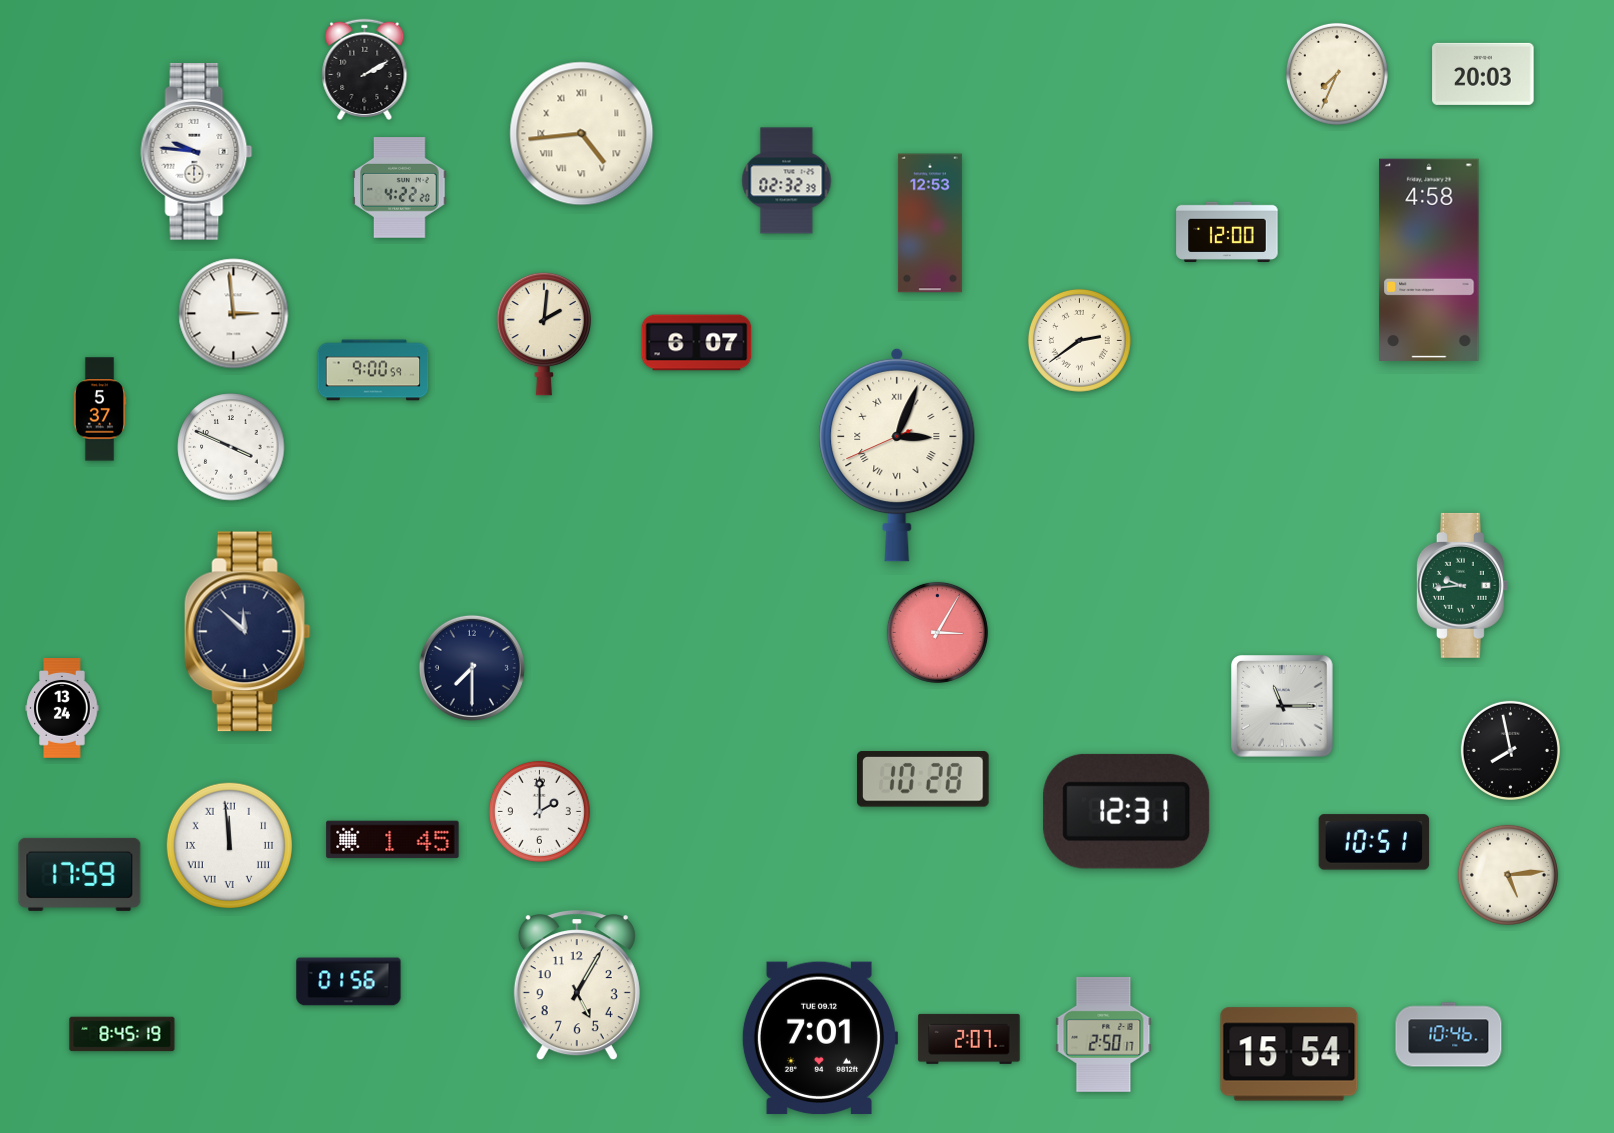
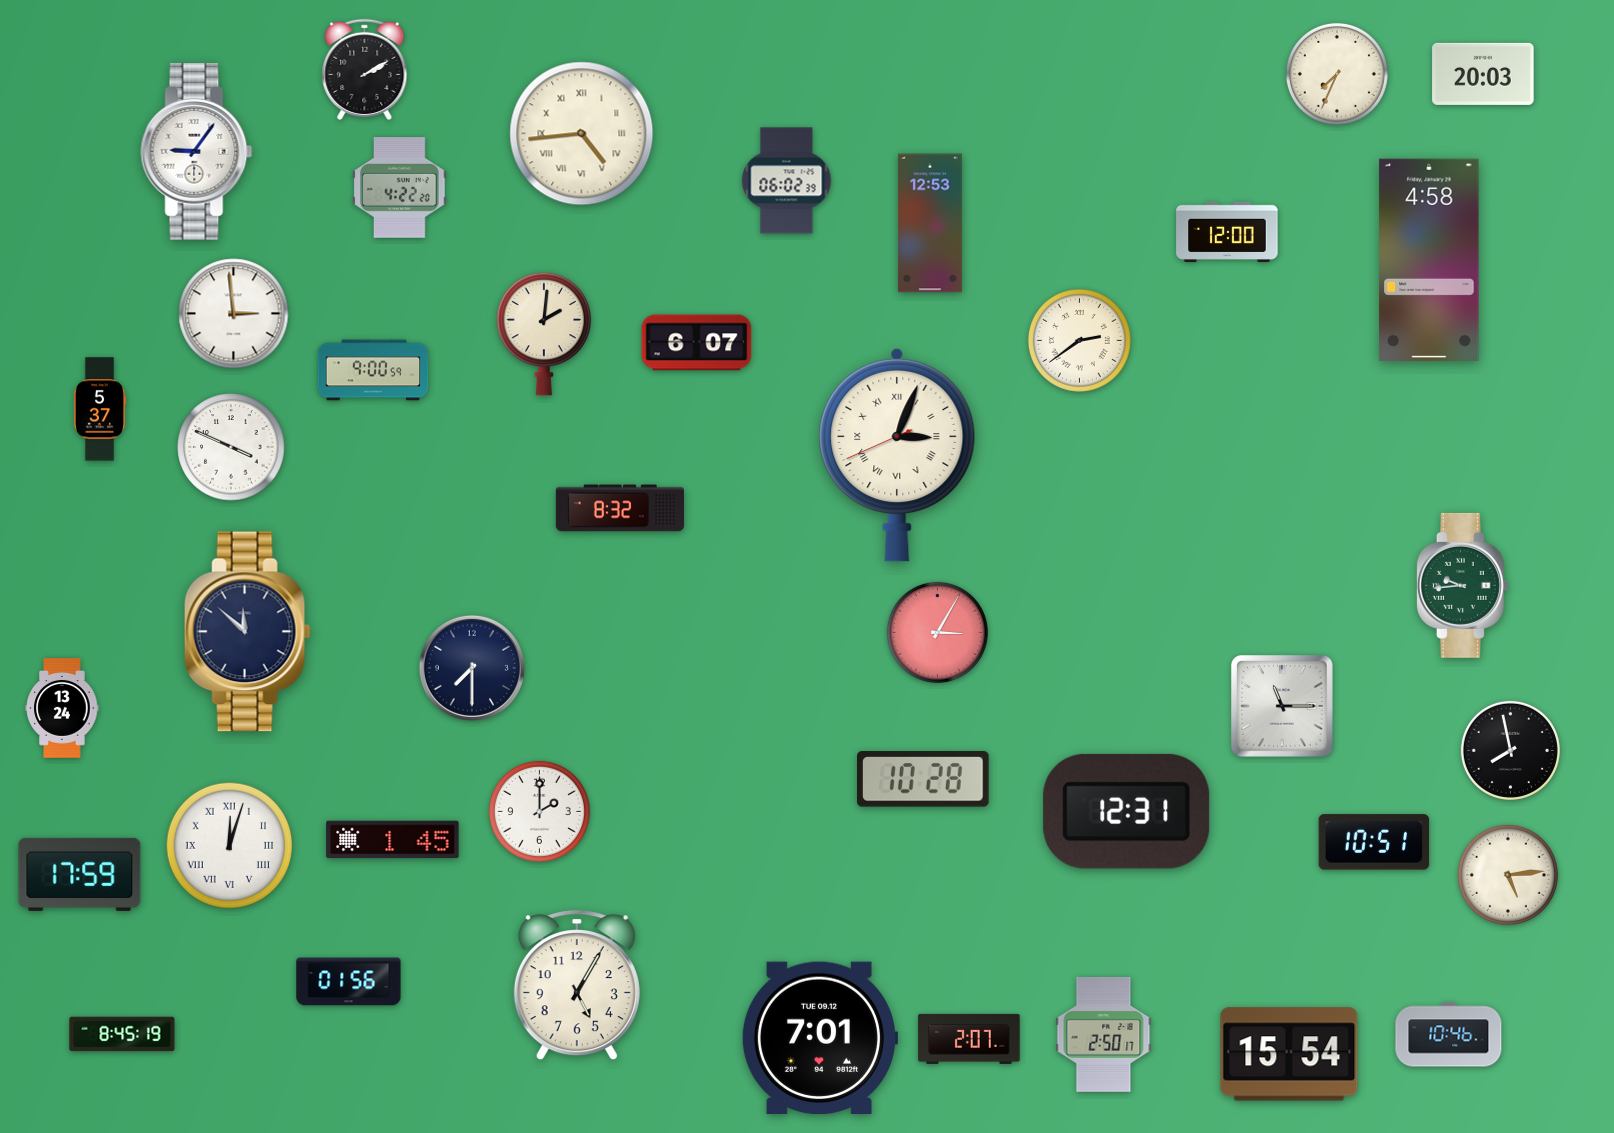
clock at (197, 152): 9:46 -> 9:06
clock at (787, 181): 02:32 -> 06:02
clock at (620, 508): none -> 8:32
clock at (229, 845): 11:59 -> 12:03
